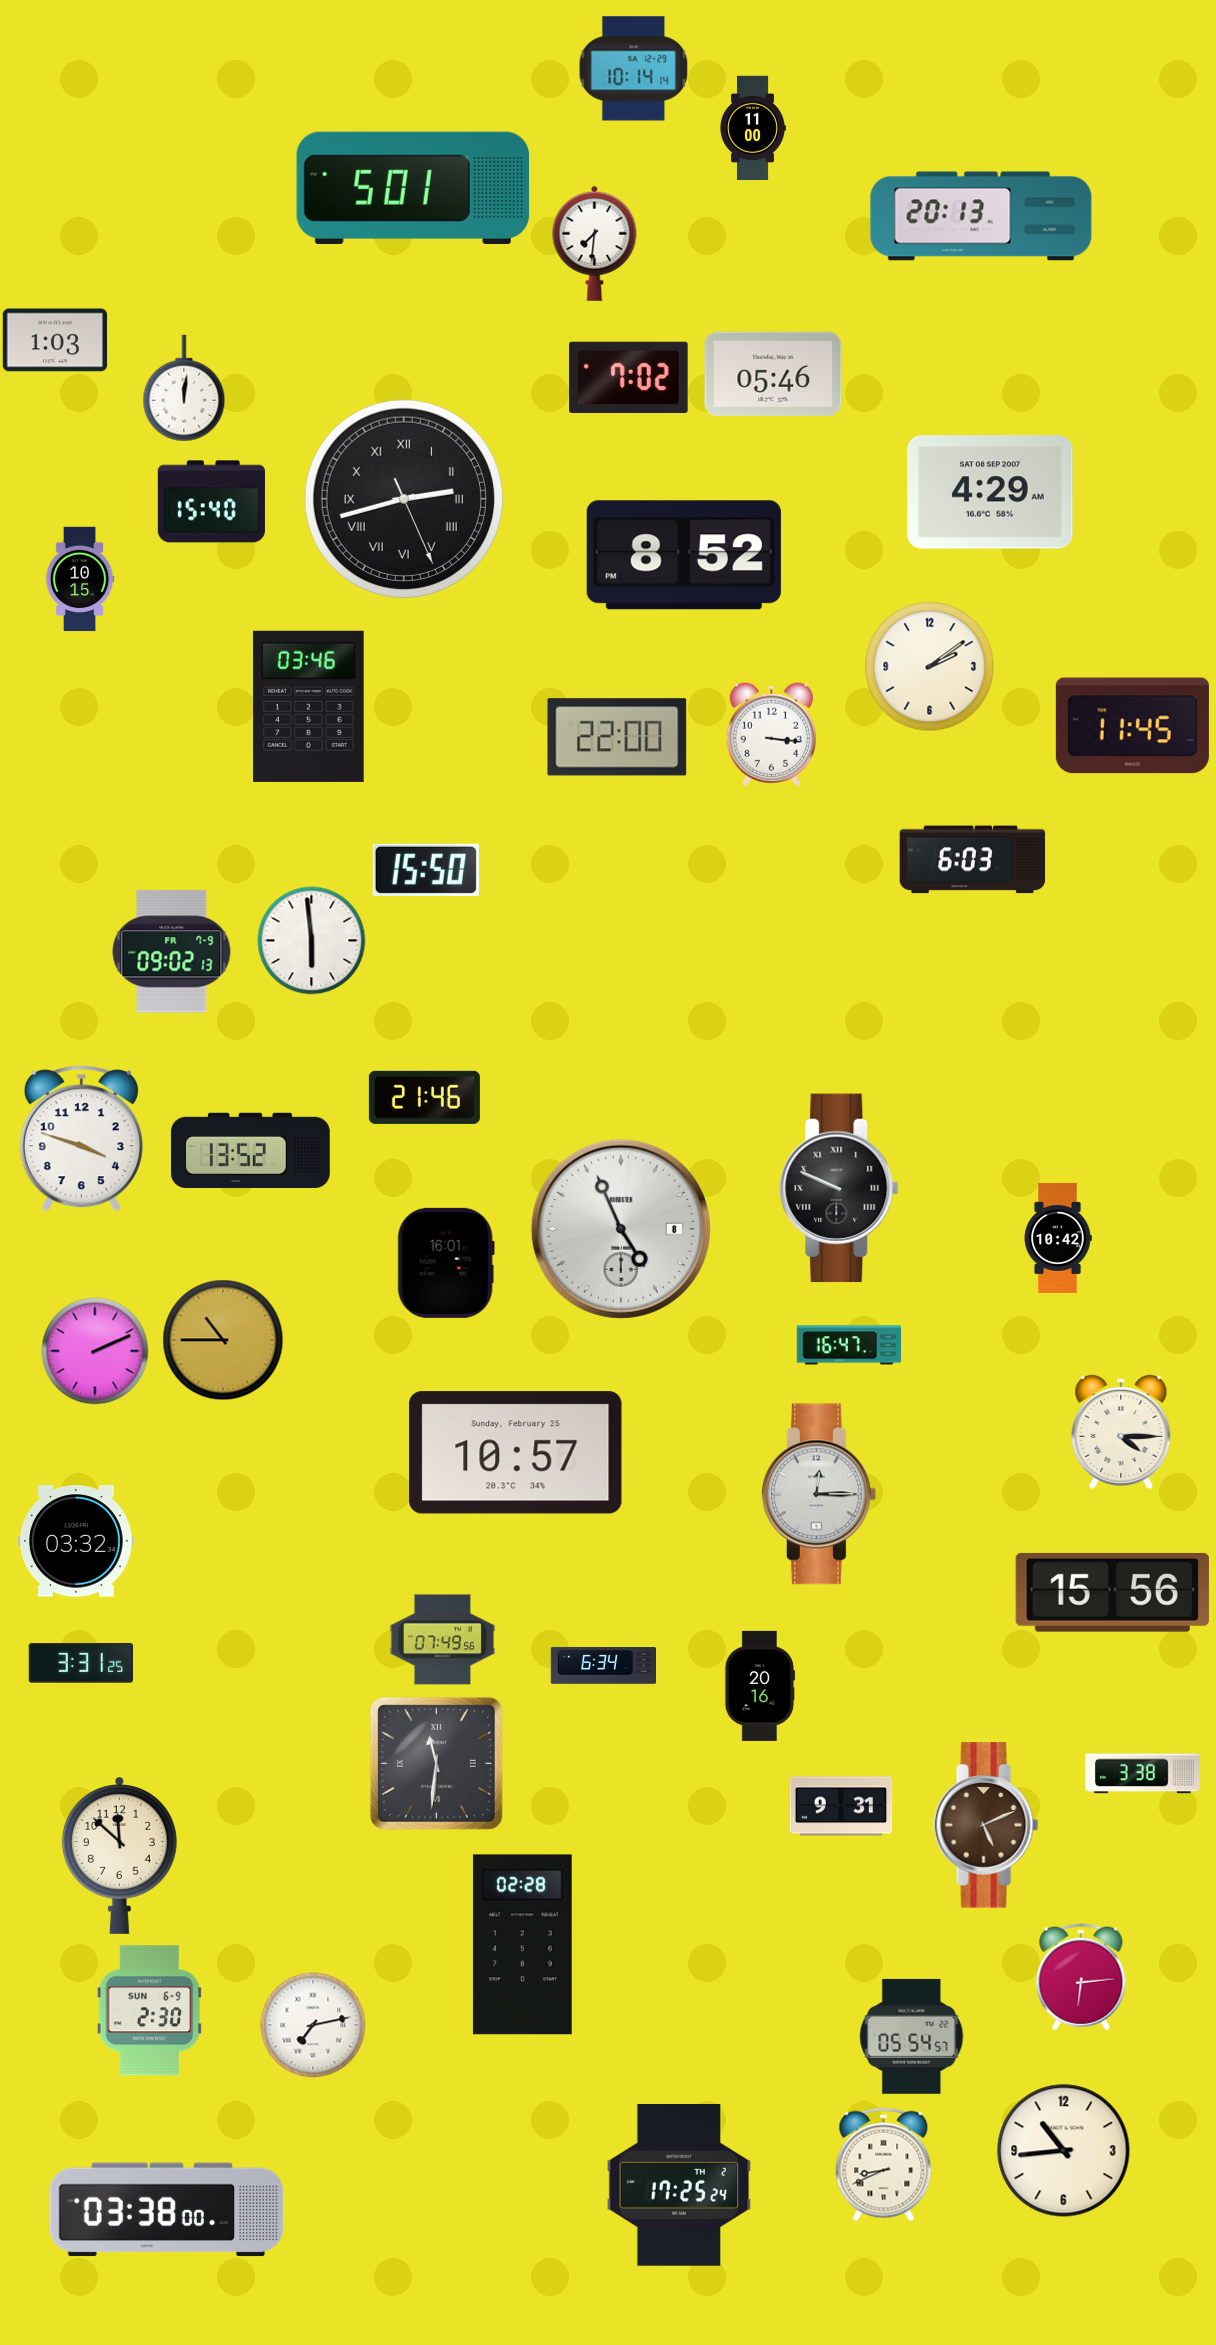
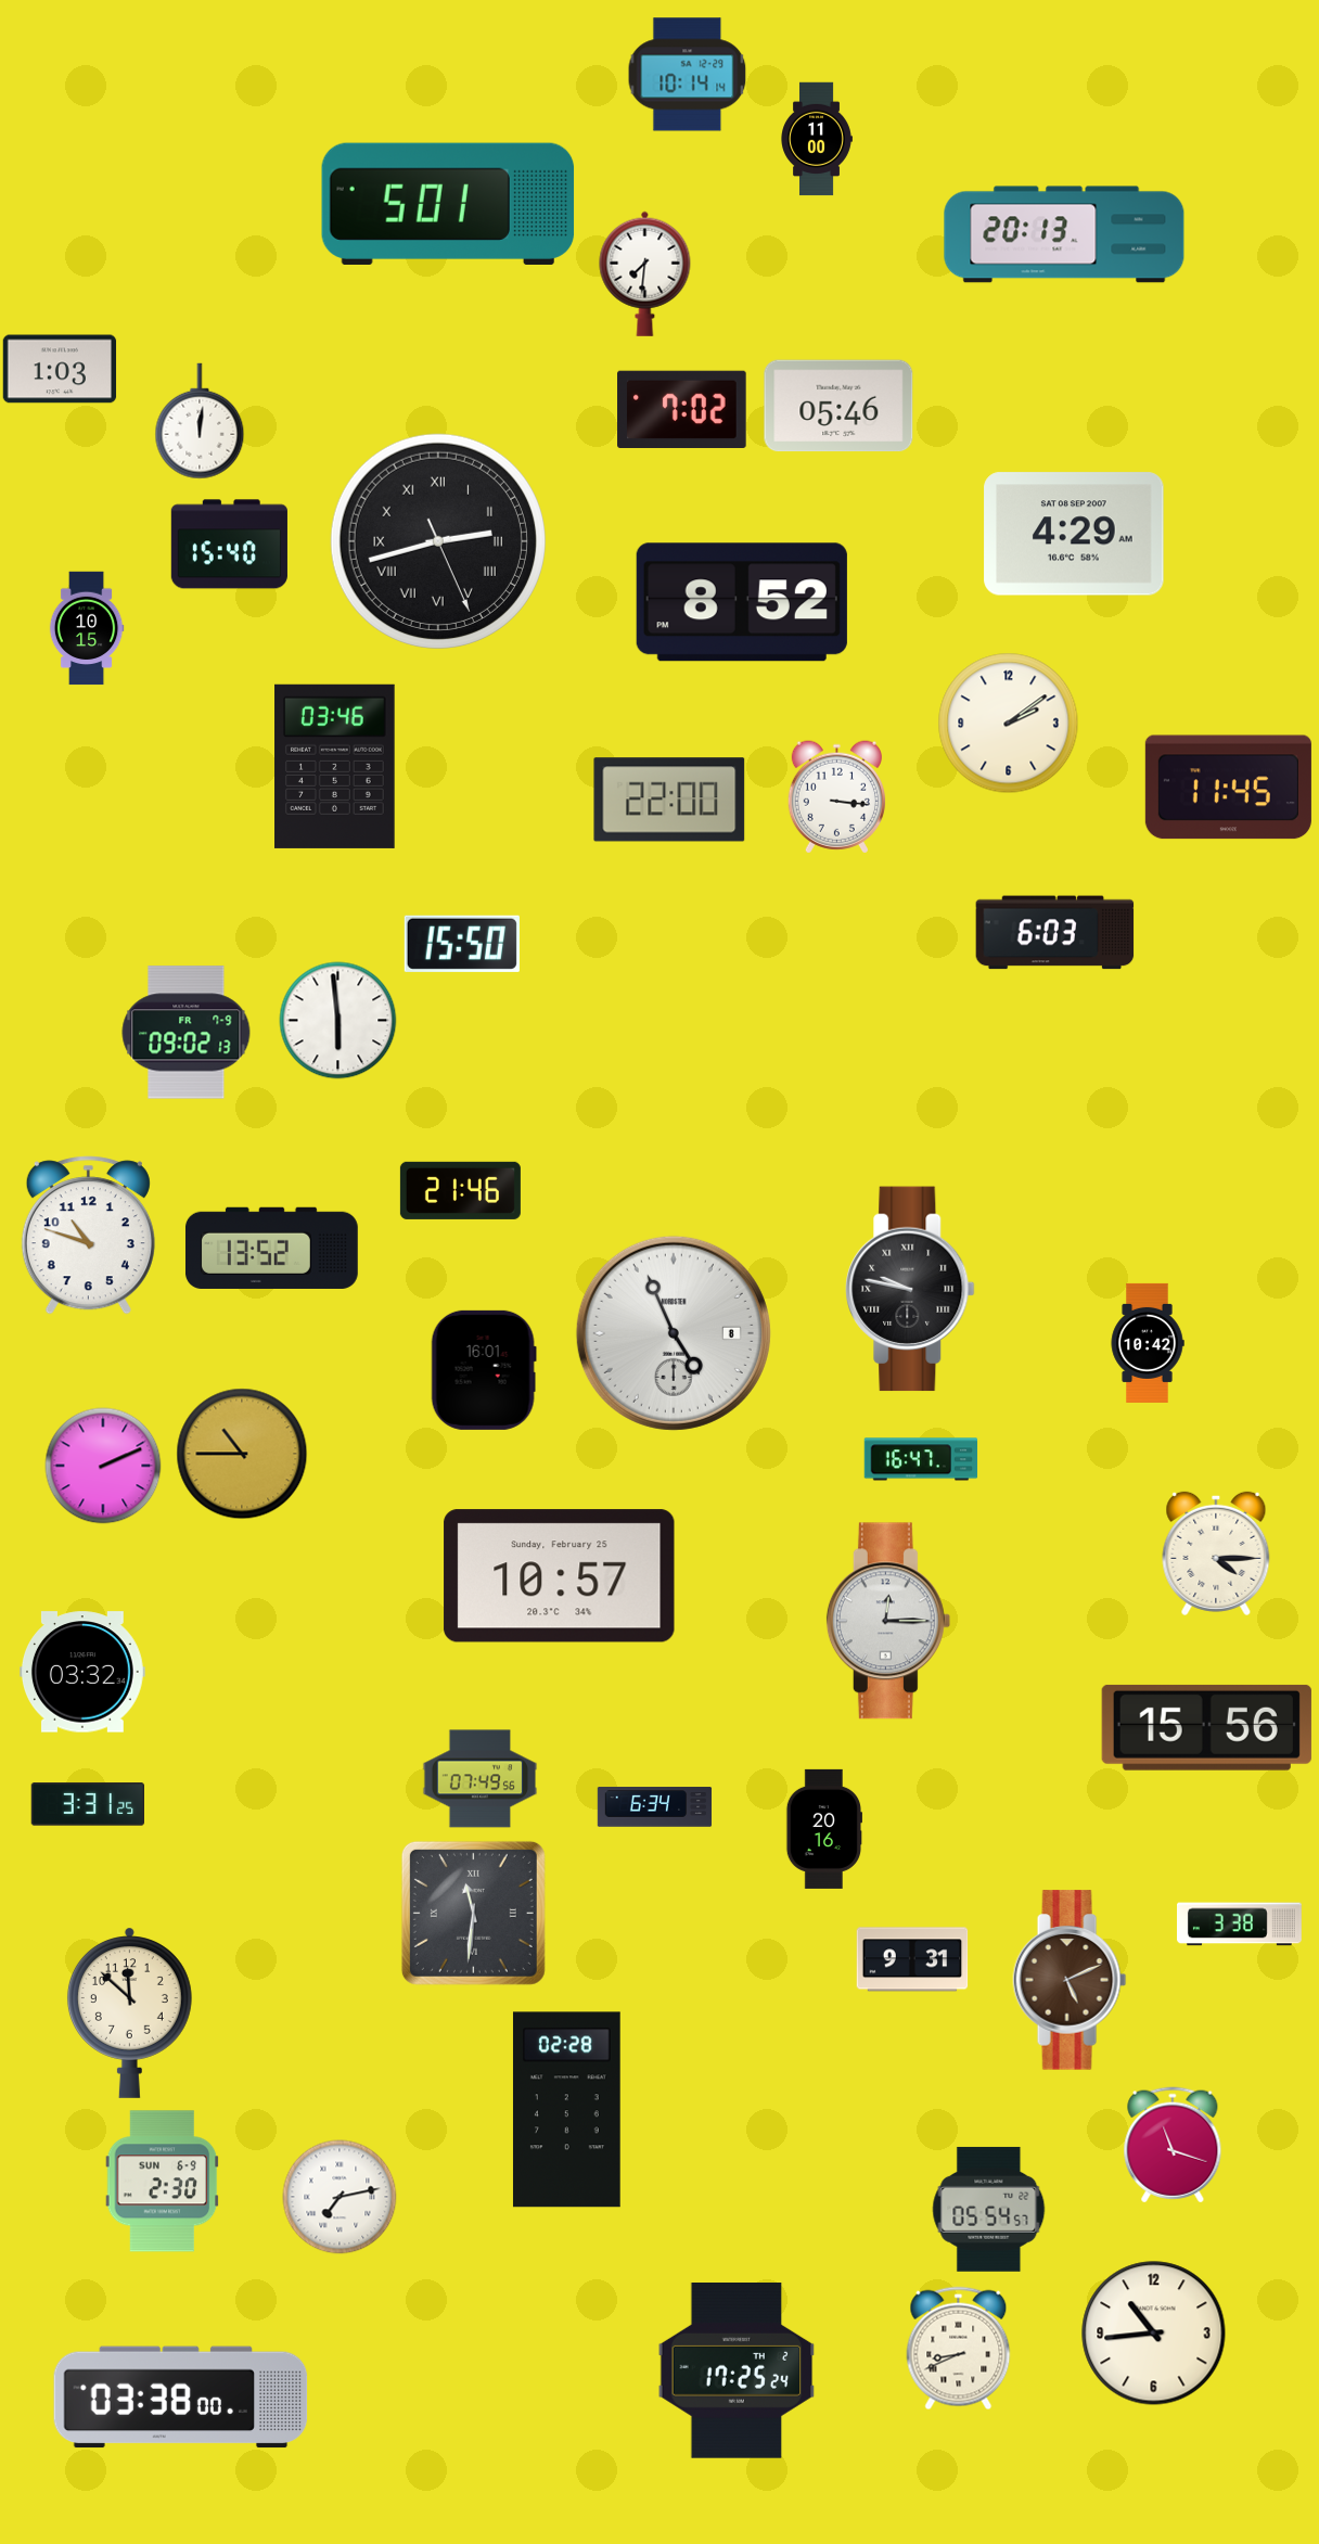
clock at (595, 243) position: (595, 243) -> (645, 273)
clock at (81, 1139): 3:48 -> 10:48
clock at (839, 1188): 9:49 -> 9:47
clock at (1081, 1977): 6:14 -> 11:18
